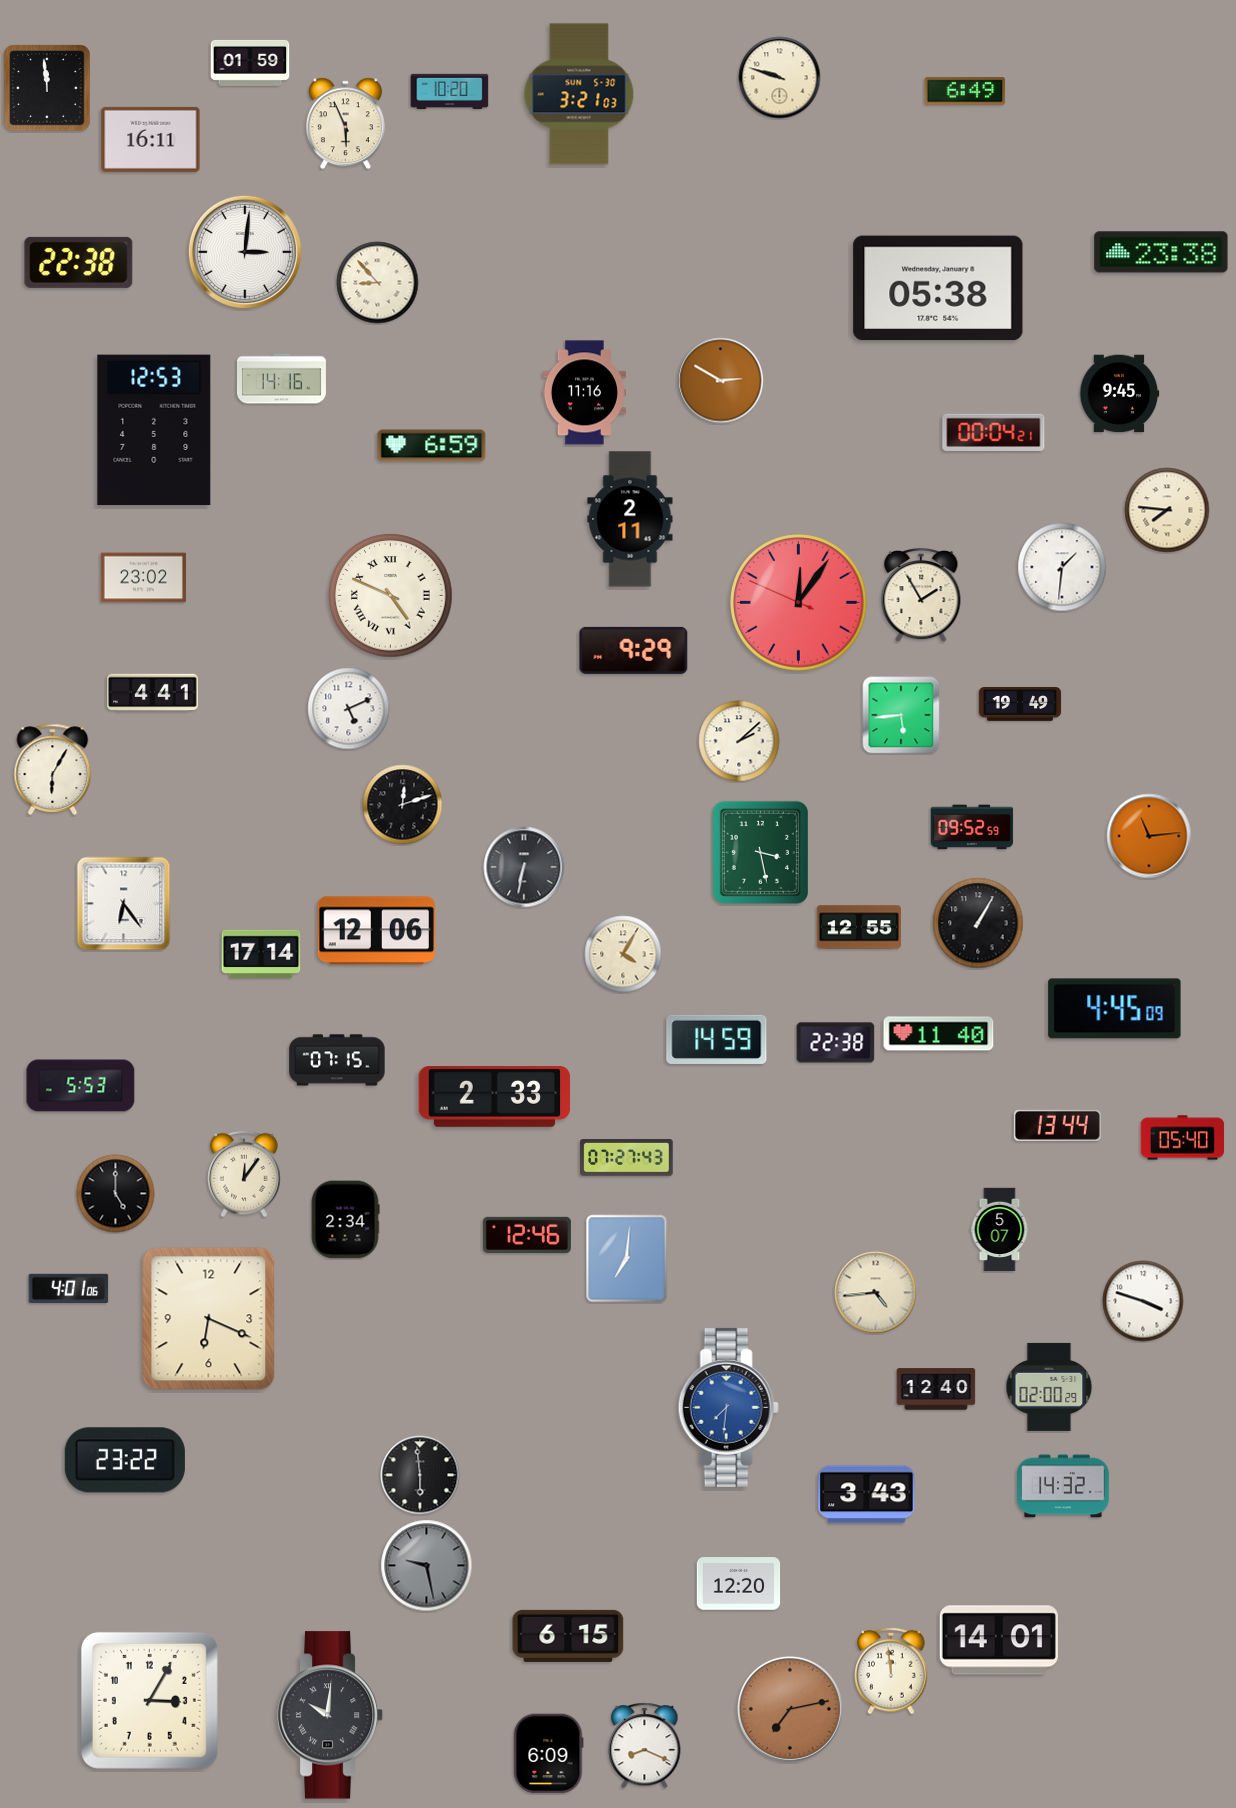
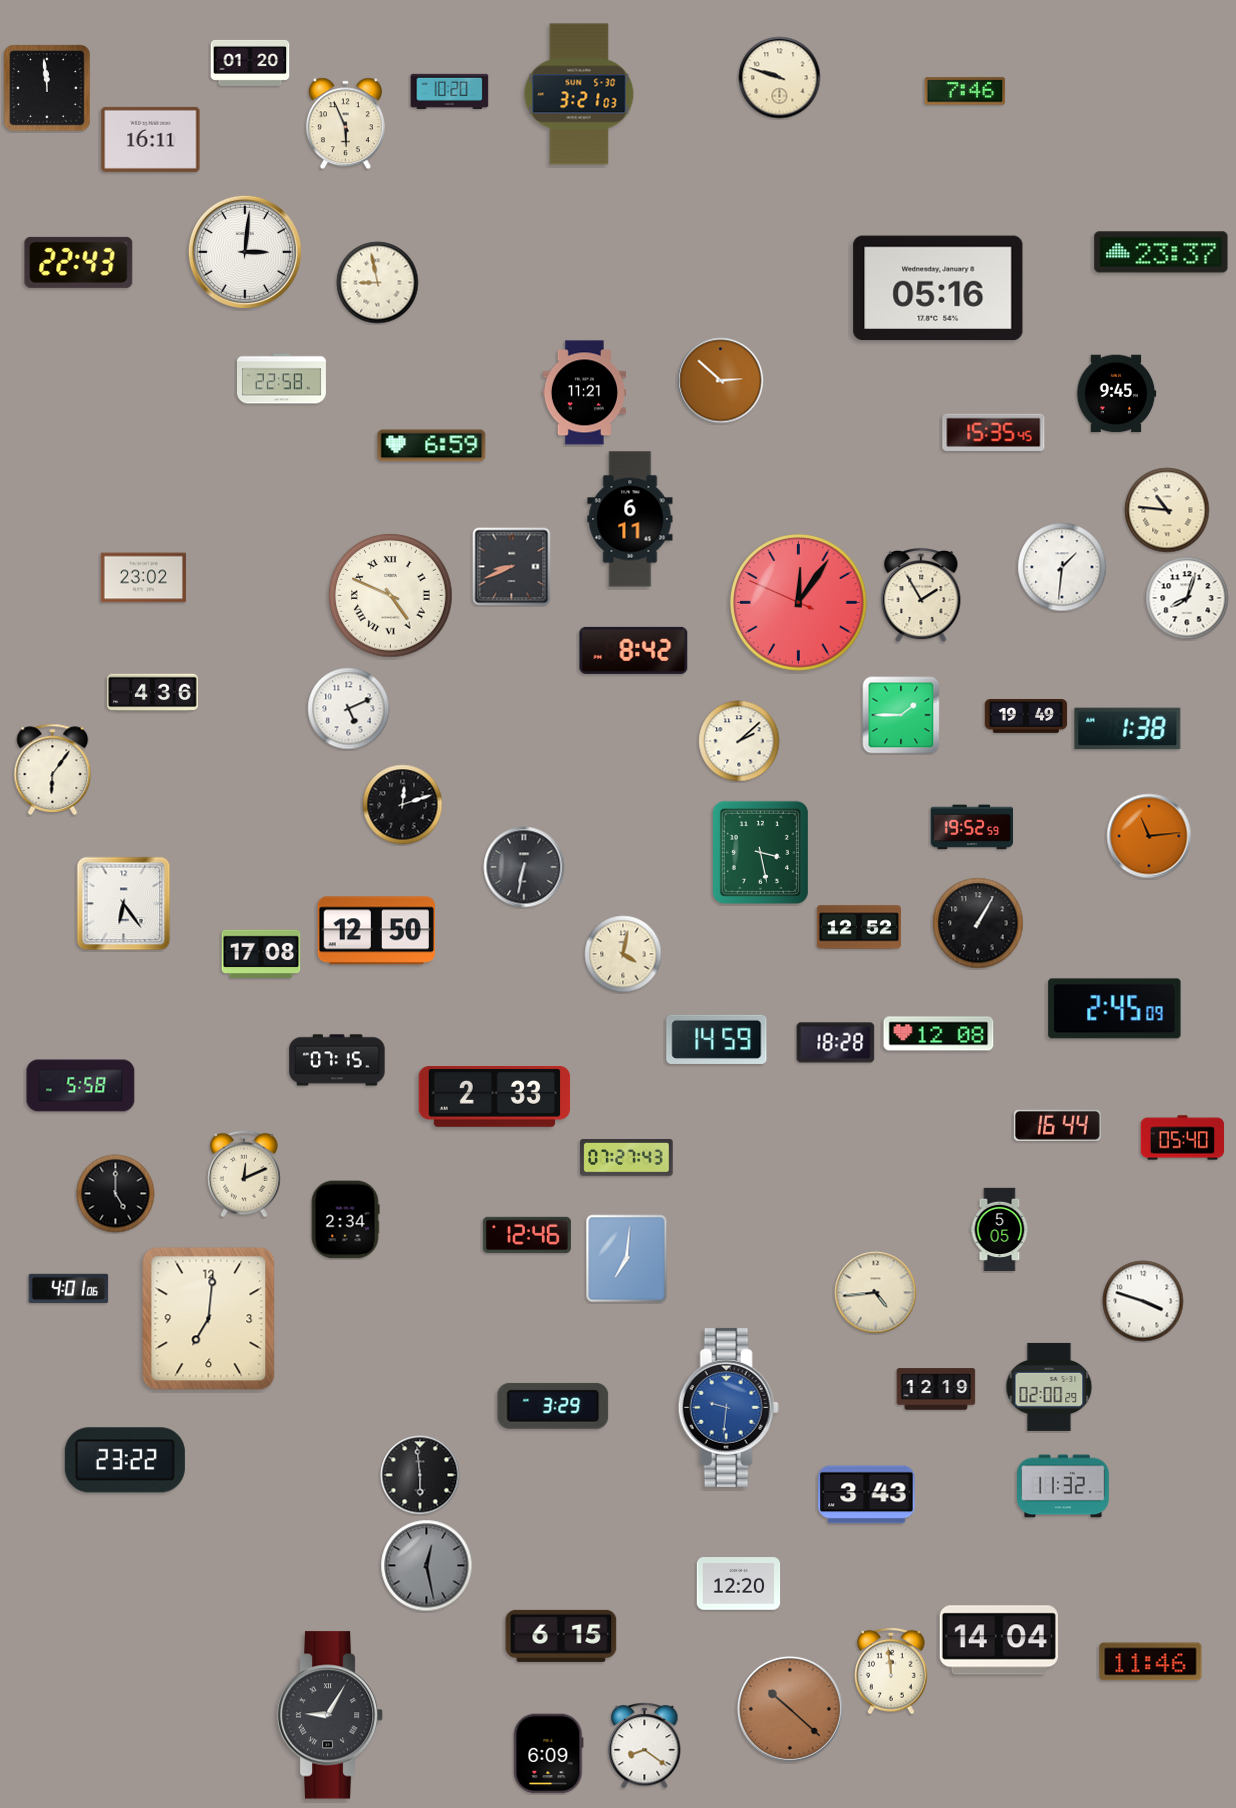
clock at (250, 63): 01:59 -> 01:20
clock at (965, 91): 6:49 -> 7:46
clock at (1161, 252): 23:38 -> 23:37
clock at (79, 262): 22:38 -> 22:43
clock at (378, 283): 8:53 -> 8:58
clock at (938, 288): 05:38 -> 05:16
clock at (281, 379): 14:16 -> 22:58
clock at (721, 381): 2:50 -> 2:52
clock at (584, 393): 11:16 -> 11:21
clock at (1119, 394) position: (1119, 394) -> (1116, 394)
clock at (154, 430): 12:53 -> none
clock at (994, 432): 00:04 -> 15:35
clock at (1167, 510): 7:46 -> 10:46
clock at (630, 519): 2:11 -> 6:11
clock at (512, 567): none -> 8:41
clock at (1187, 598): none -> 8:03
clock at (634, 650): 9:29 -> 8:42
clock at (153, 693): 4:41 -> 4:36
clock at (1020, 705) position: (1020, 705) -> (1026, 717)
clock at (901, 715): 5:44 -> 1:45
clock at (1128, 729): none -> 1:38
clock at (53, 769): 6:05 -> 6:06
clock at (972, 827): 09:52 -> 19:52
clock at (858, 927): 12:55 -> 12:52
clock at (376, 931): 12:06 -> 12:50
clock at (261, 953): 17:14 -> 17:08
clock at (623, 954): 4:05 -> 4:02
clock at (1115, 1009): 4:45 -> 2:45
clock at (939, 1034): 11:40 -> 12:08
clock at (836, 1043): 22:38 -> 18:28
clock at (81, 1086): 5:53 -> 5:58
clock at (1057, 1125): 13:44 -> 16:44
clock at (244, 1174): 12:06 -> 12:11
clock at (1000, 1230): 5:07 -> 5:05
clock at (209, 1319): 6:19 -> 7:01
clock at (936, 1389): 12:40 -> 12:19
clock at (553, 1406): none -> 3:29
clock at (728, 1407): 7:31 -> 9:31
clock at (1063, 1486): 14:32 -> 11:32
clock at (427, 1566): 9:28 -> 12:28
clock at (568, 1636) position: (568, 1636) -> (561, 1636)
clock at (999, 1640): 14:01 -> 14:04
clock at (1151, 1662): none -> 11:46
clock at (149, 1700): 3:05 -> none
clock at (790, 1709): 7:13 -> 10:22
clock at (330, 1715): 10:01 -> 9:05
clock at (645, 1746): 8:19 -> 8:21
